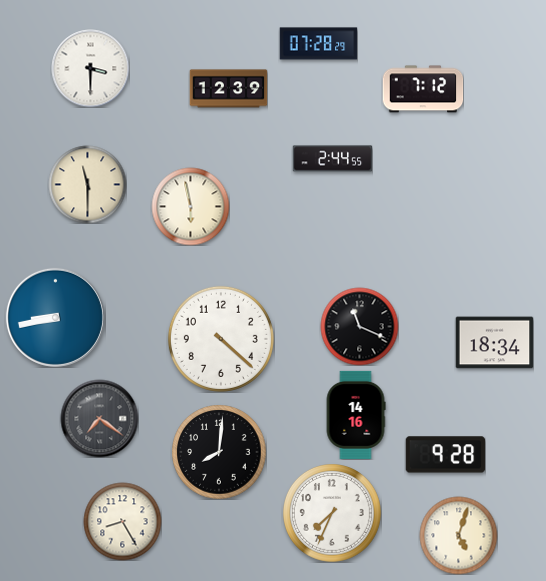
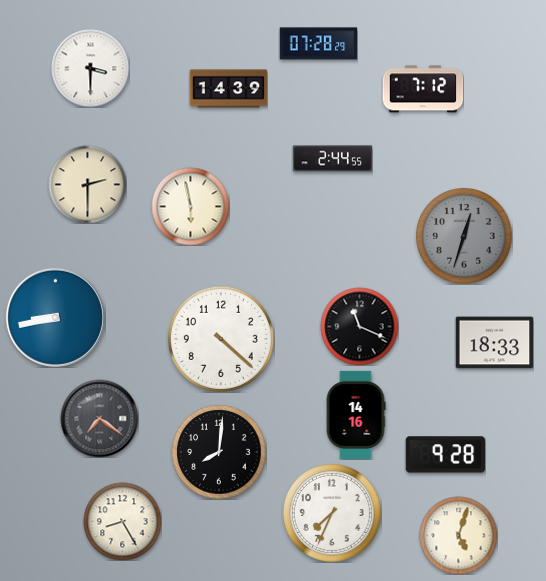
clock at (228, 89): 12:39 -> 14:39
clock at (87, 184): 11:30 -> 2:30
clock at (464, 236): none -> 12:33
clock at (494, 343): 18:34 -> 18:33
